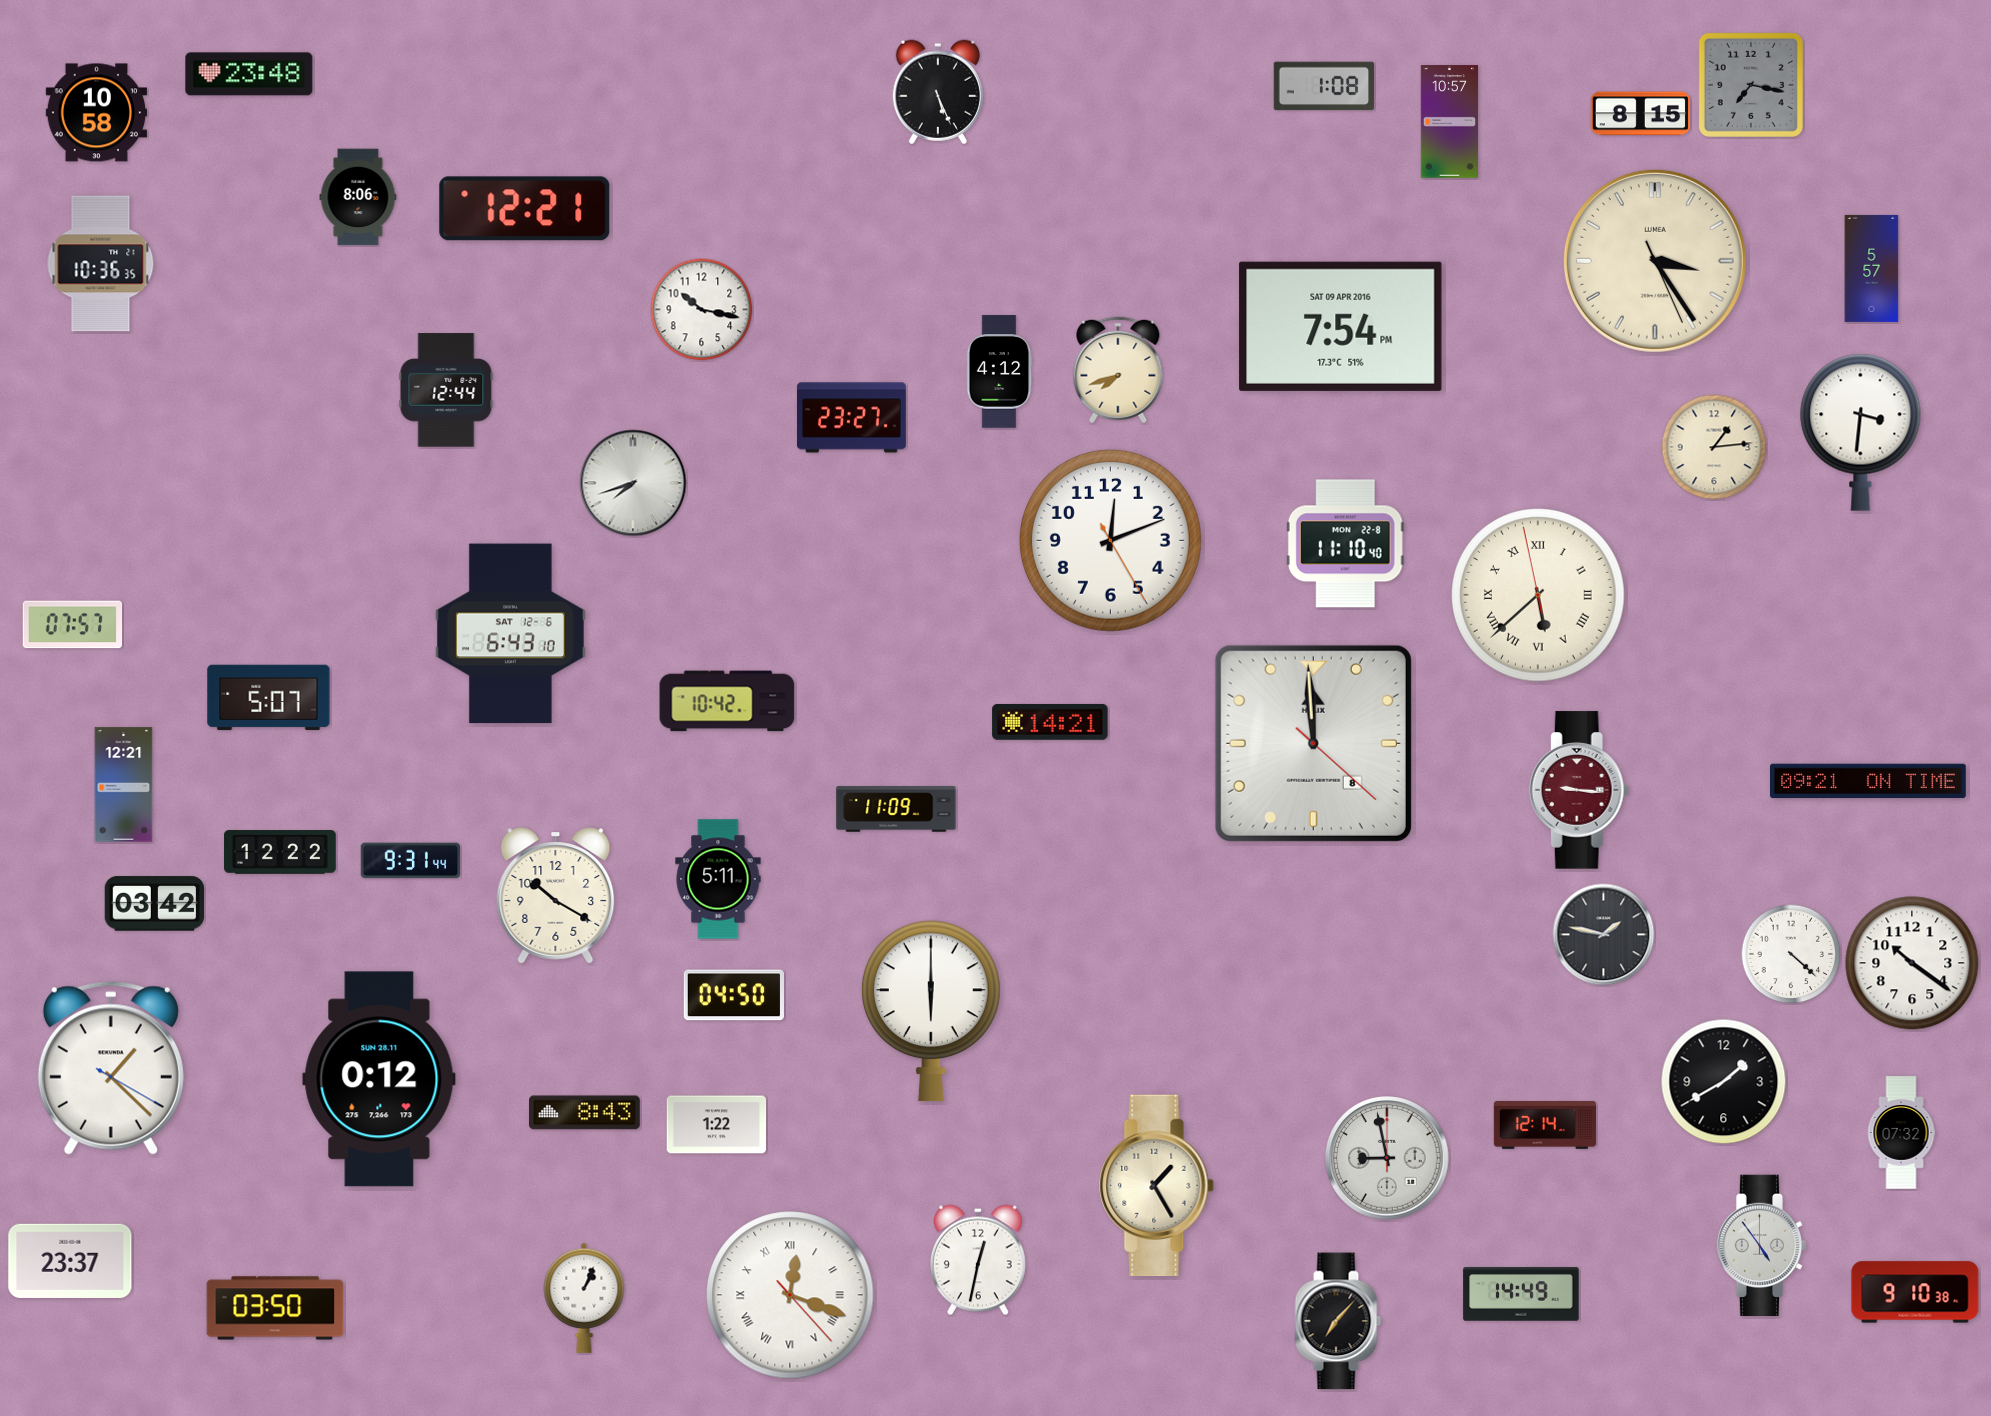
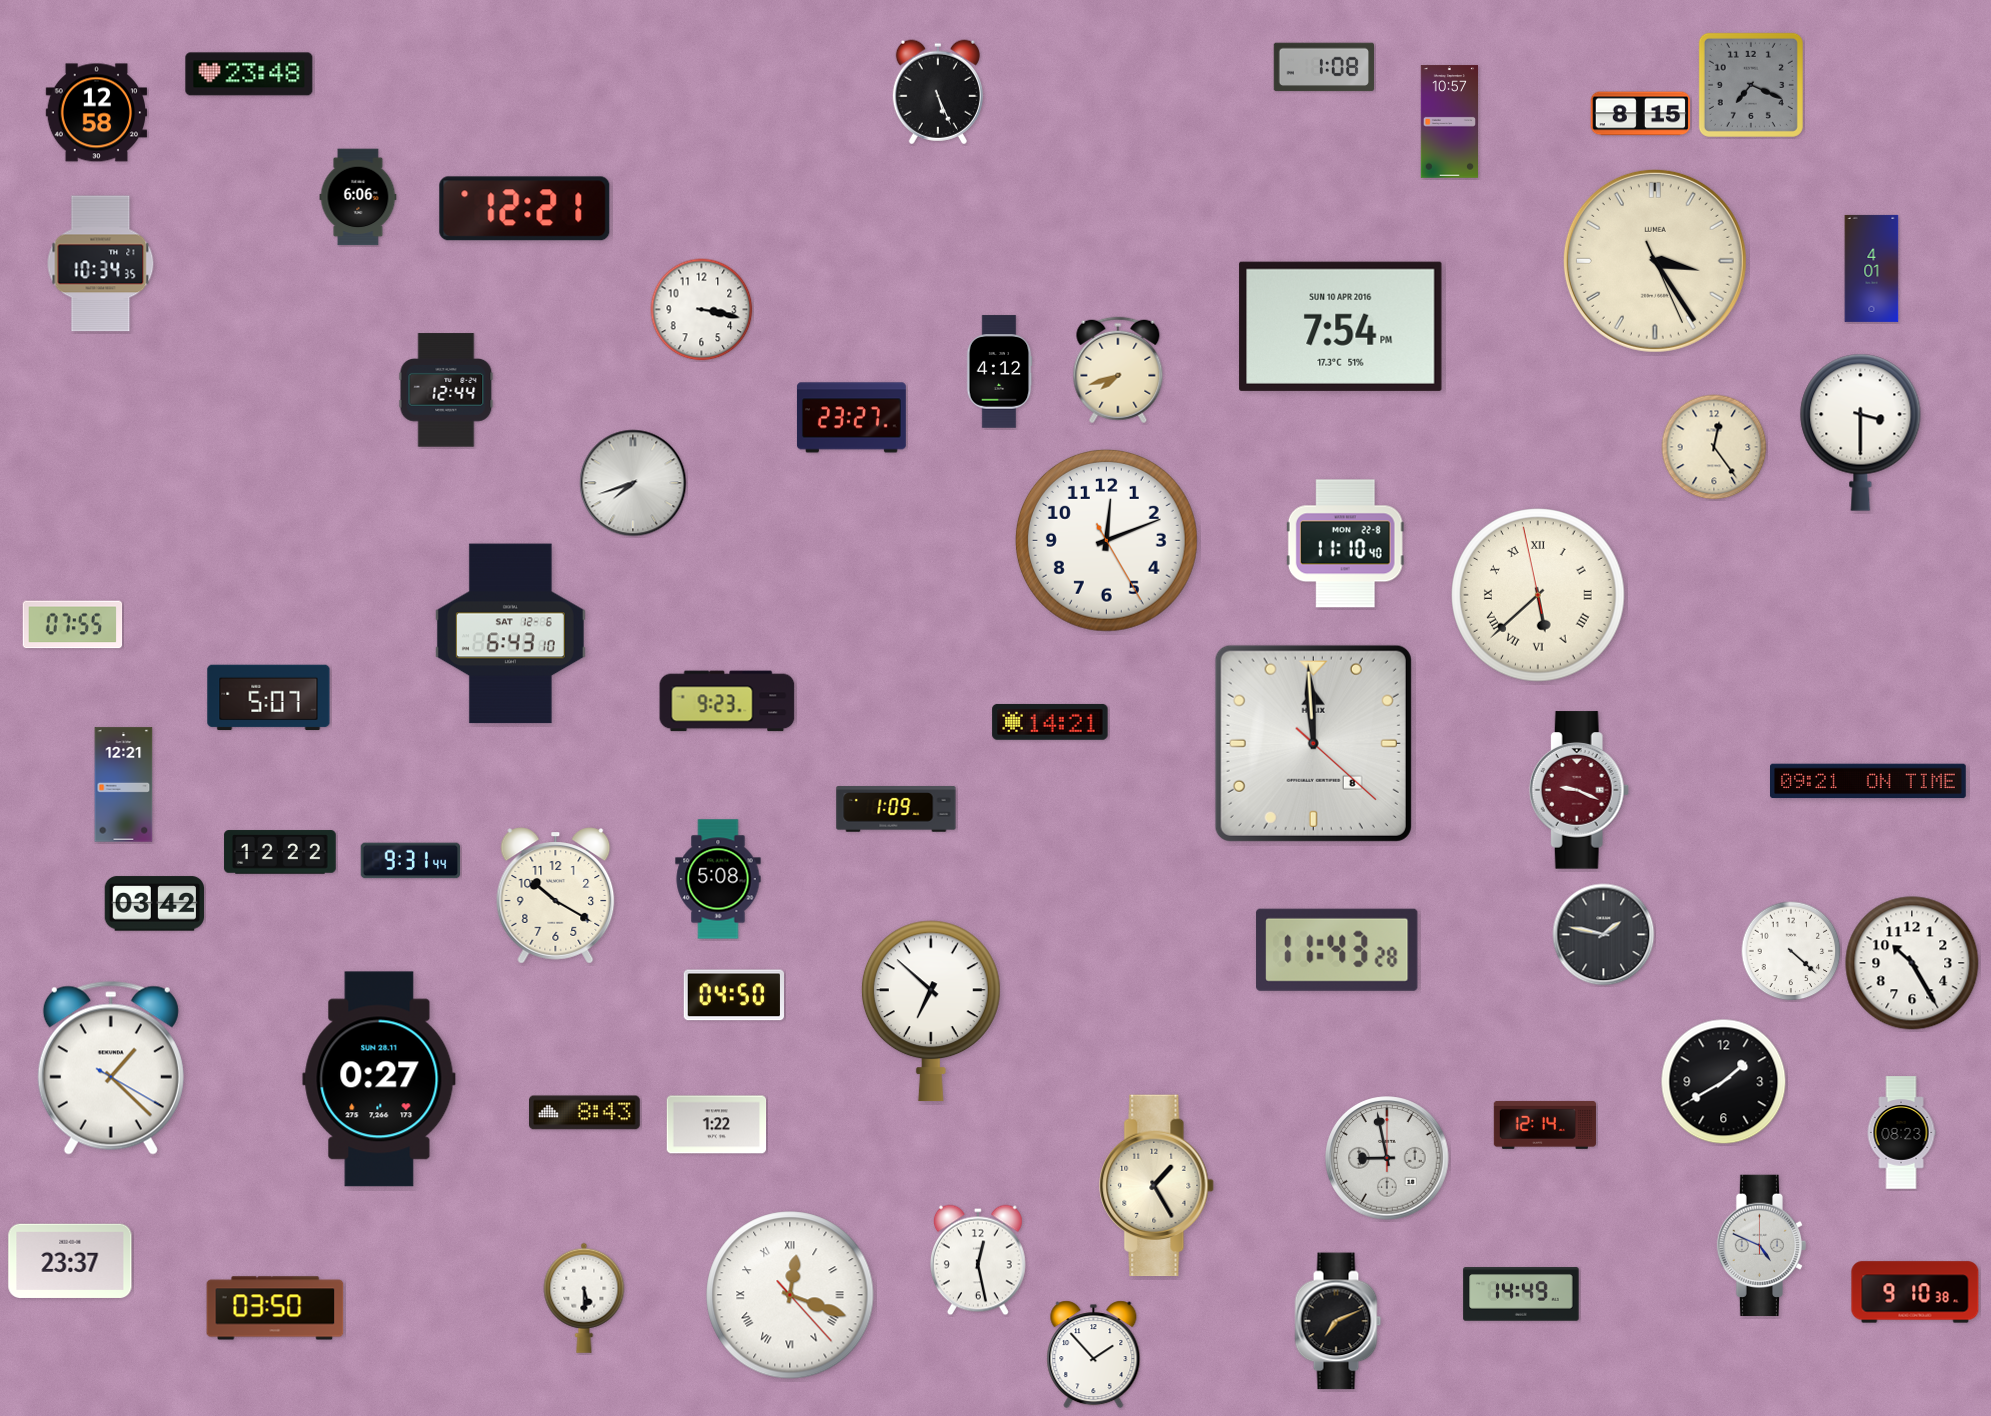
clock at (1751, 85): 7:17 -> 7:19
clock at (1324, 86) position: (1324, 86) -> (1324, 67)
clock at (96, 113): 10:58 -> 12:58
clock at (358, 197): 8:06 -> 6:06
clock at (101, 264): 10:36 -> 10:34
clock at (1872, 268): 5:57 -> 4:01
clock at (702, 310): 10:17 -> 3:17
clock at (1341, 326) date: SAT 09 APR 2016 -> SUN 10 APR 2016
clock at (1861, 432): 3:31 -> 3:30
clock at (1714, 447): 1:14 -> 12:24
clock at (1110, 540) position: (1110, 540) -> (1106, 540)
clock at (73, 625): 07:57 -> 07:55
clock at (727, 701): 10:42 -> 9:23
clock at (1579, 790): 9:16 -> 9:19
clock at (896, 809): 11:09 -> 1:09
clock at (718, 879): 5:11 -> 5:08
clock at (1337, 950): none -> 11:43
clock at (1791, 954) position: (1791, 954) -> (1791, 951)
clock at (1912, 963): 10:21 -> 10:25
clock at (931, 1011): 6:00 -> 6:52
clock at (379, 1079): 0:12 -> 0:27
clock at (1901, 1133): 07:32 -> 08:23
clock at (1762, 1246): 4:54 -> 4:49
clock at (978, 1260): 12:32 -> 12:28
clock at (584, 1298): 1:04 -> 5:30
clock at (1338, 1321): 7:07 -> 7:11
clock at (1094, 1355): none -> 1:53
